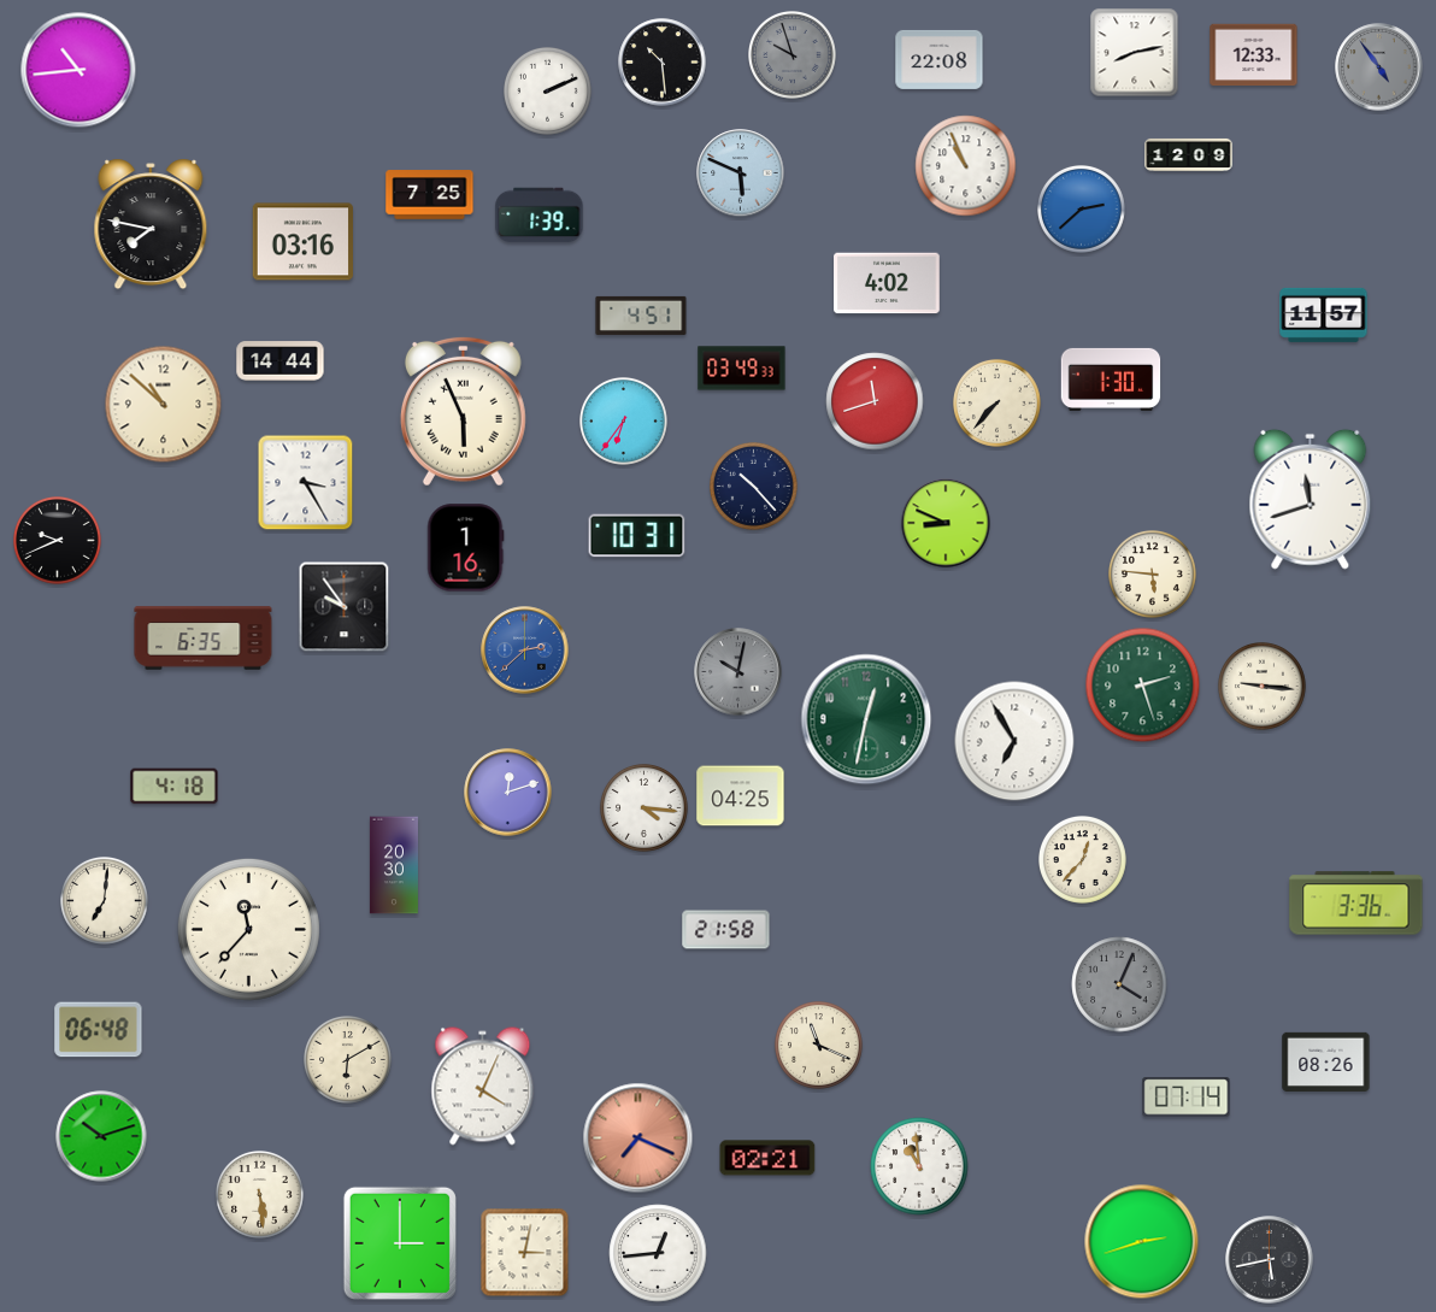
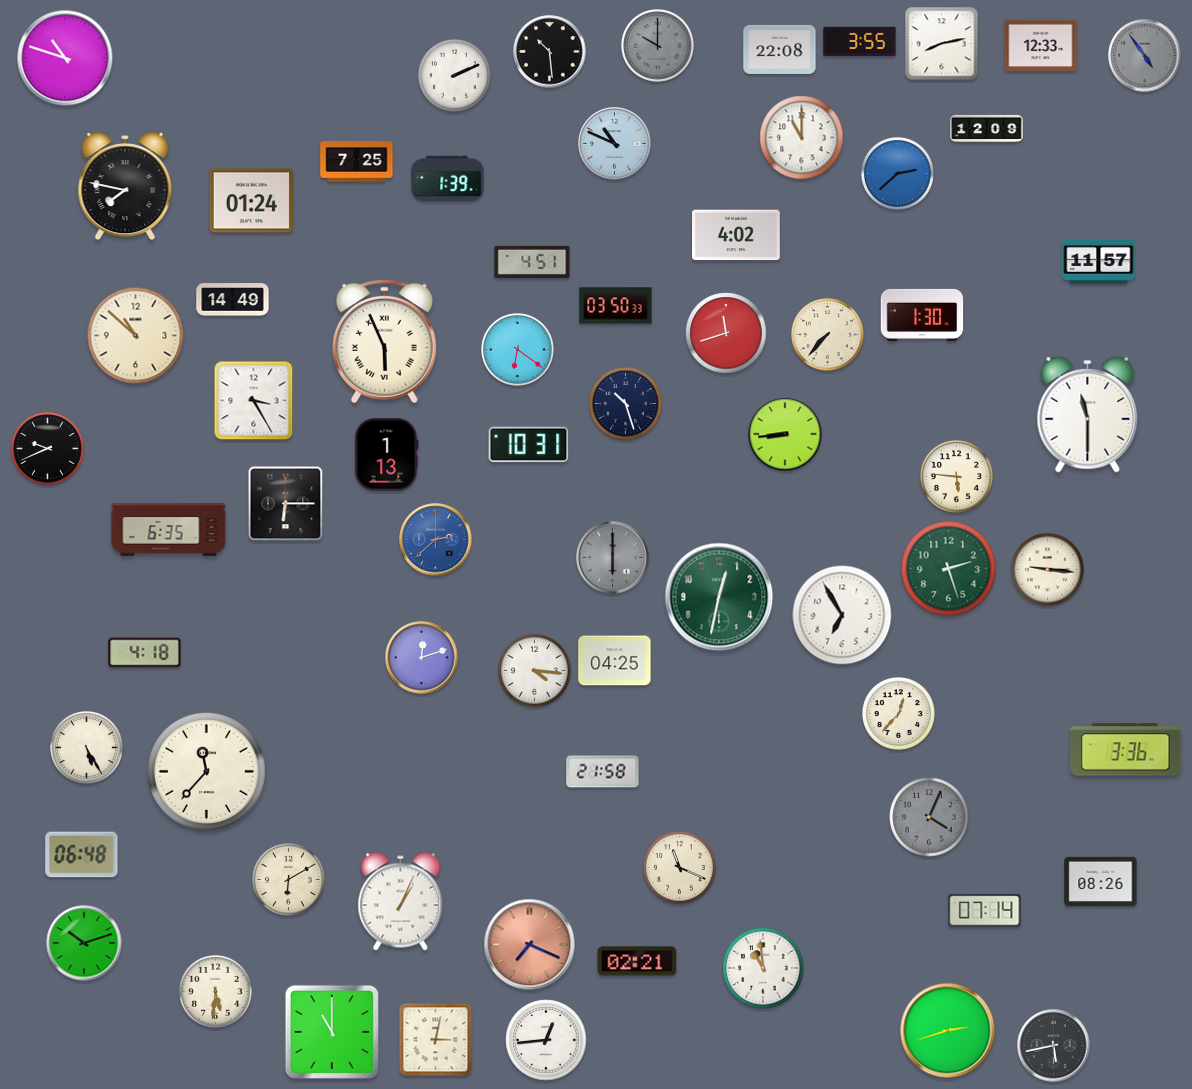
clock at (860, 42): none -> 3:55
clock at (793, 55): 9:57 -> 10:00
clock at (78, 70): 10:44 -> 10:48
clock at (966, 166): 10:56 -> 11:00
clock at (741, 173): 5:49 -> 10:49
clock at (302, 242): 03:16 -> 01:24
clock at (281, 361): 14:44 -> 14:49
clock at (742, 369): 03:49 -> 03:50
clock at (624, 422): 6:36 -> 6:21
clock at (754, 487): 10:23 -> 10:27
clock at (1311, 499): 11:42 -> 11:30
clock at (946, 523): 8:49 -> 8:44
clock at (466, 548): 1:16 -> 1:13
clock at (345, 607): 9:54 -> 6:15
clock at (738, 672): 10:02 -> 6:00
clock at (394, 865): 20:30 -> none
clock at (105, 901): 7:01 -> 5:25
clock at (483, 1087): 4:04 -> 1:04
clock at (260, 1195): 5:29 -> 5:31
clock at (400, 1243): 3:00 -> 11:00
